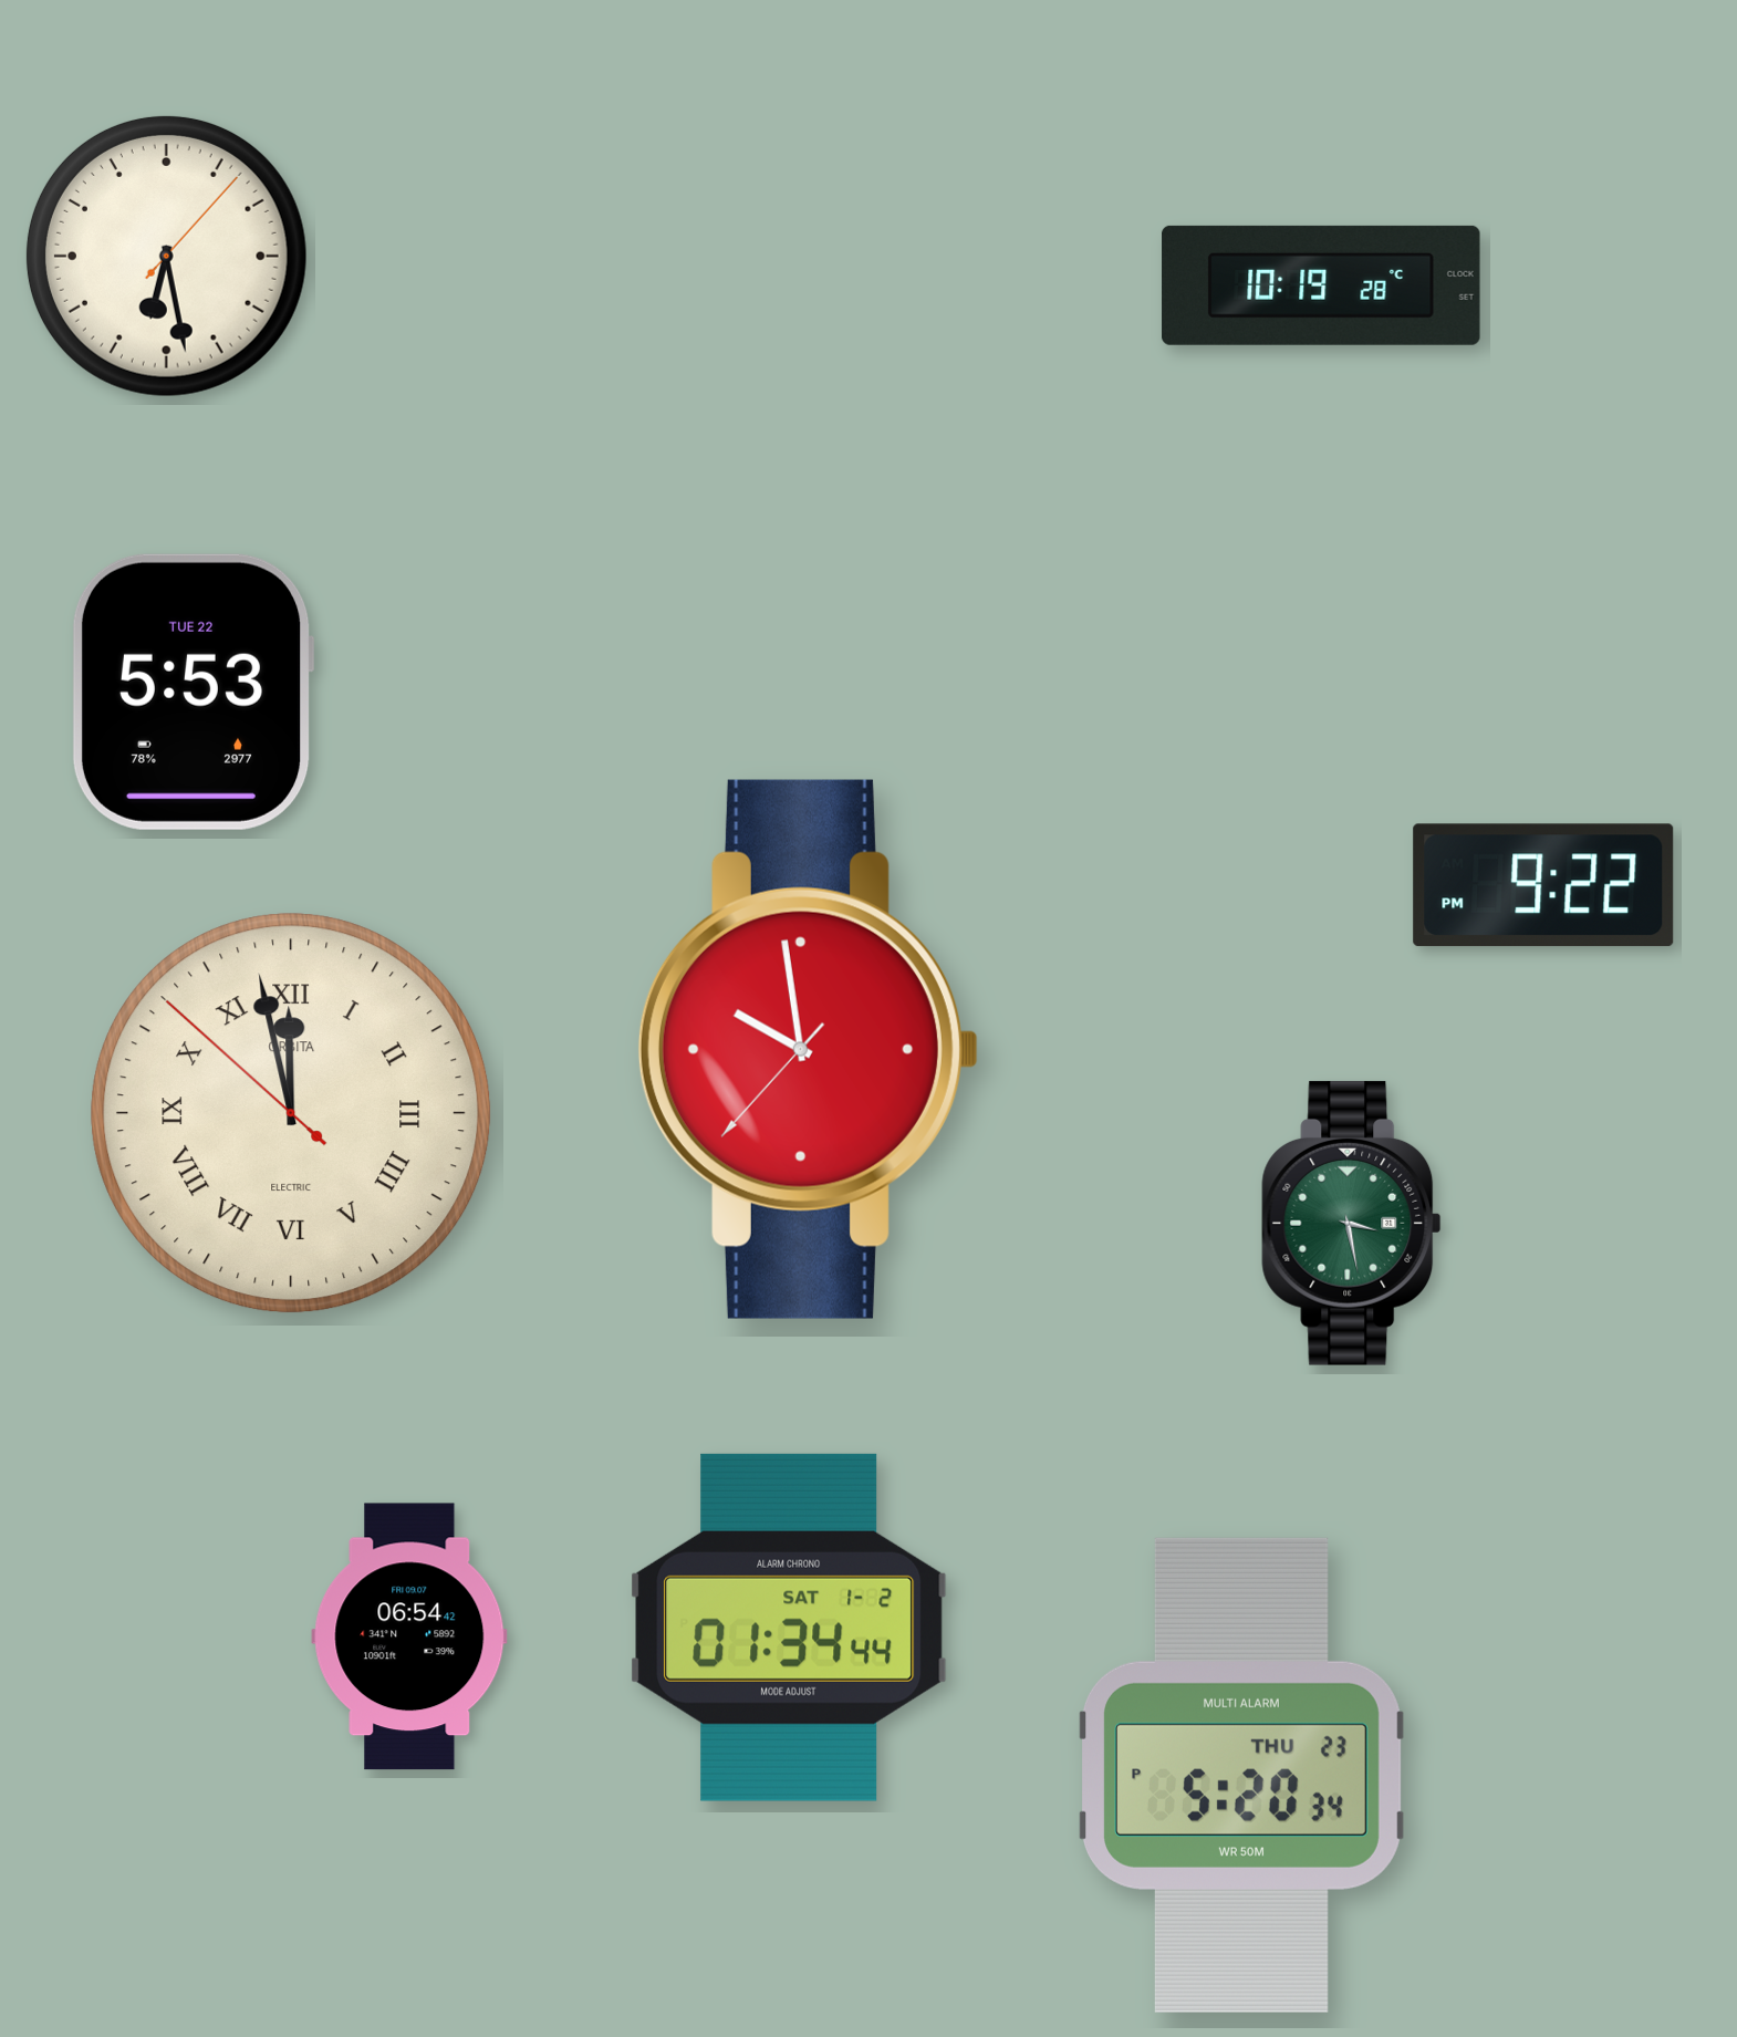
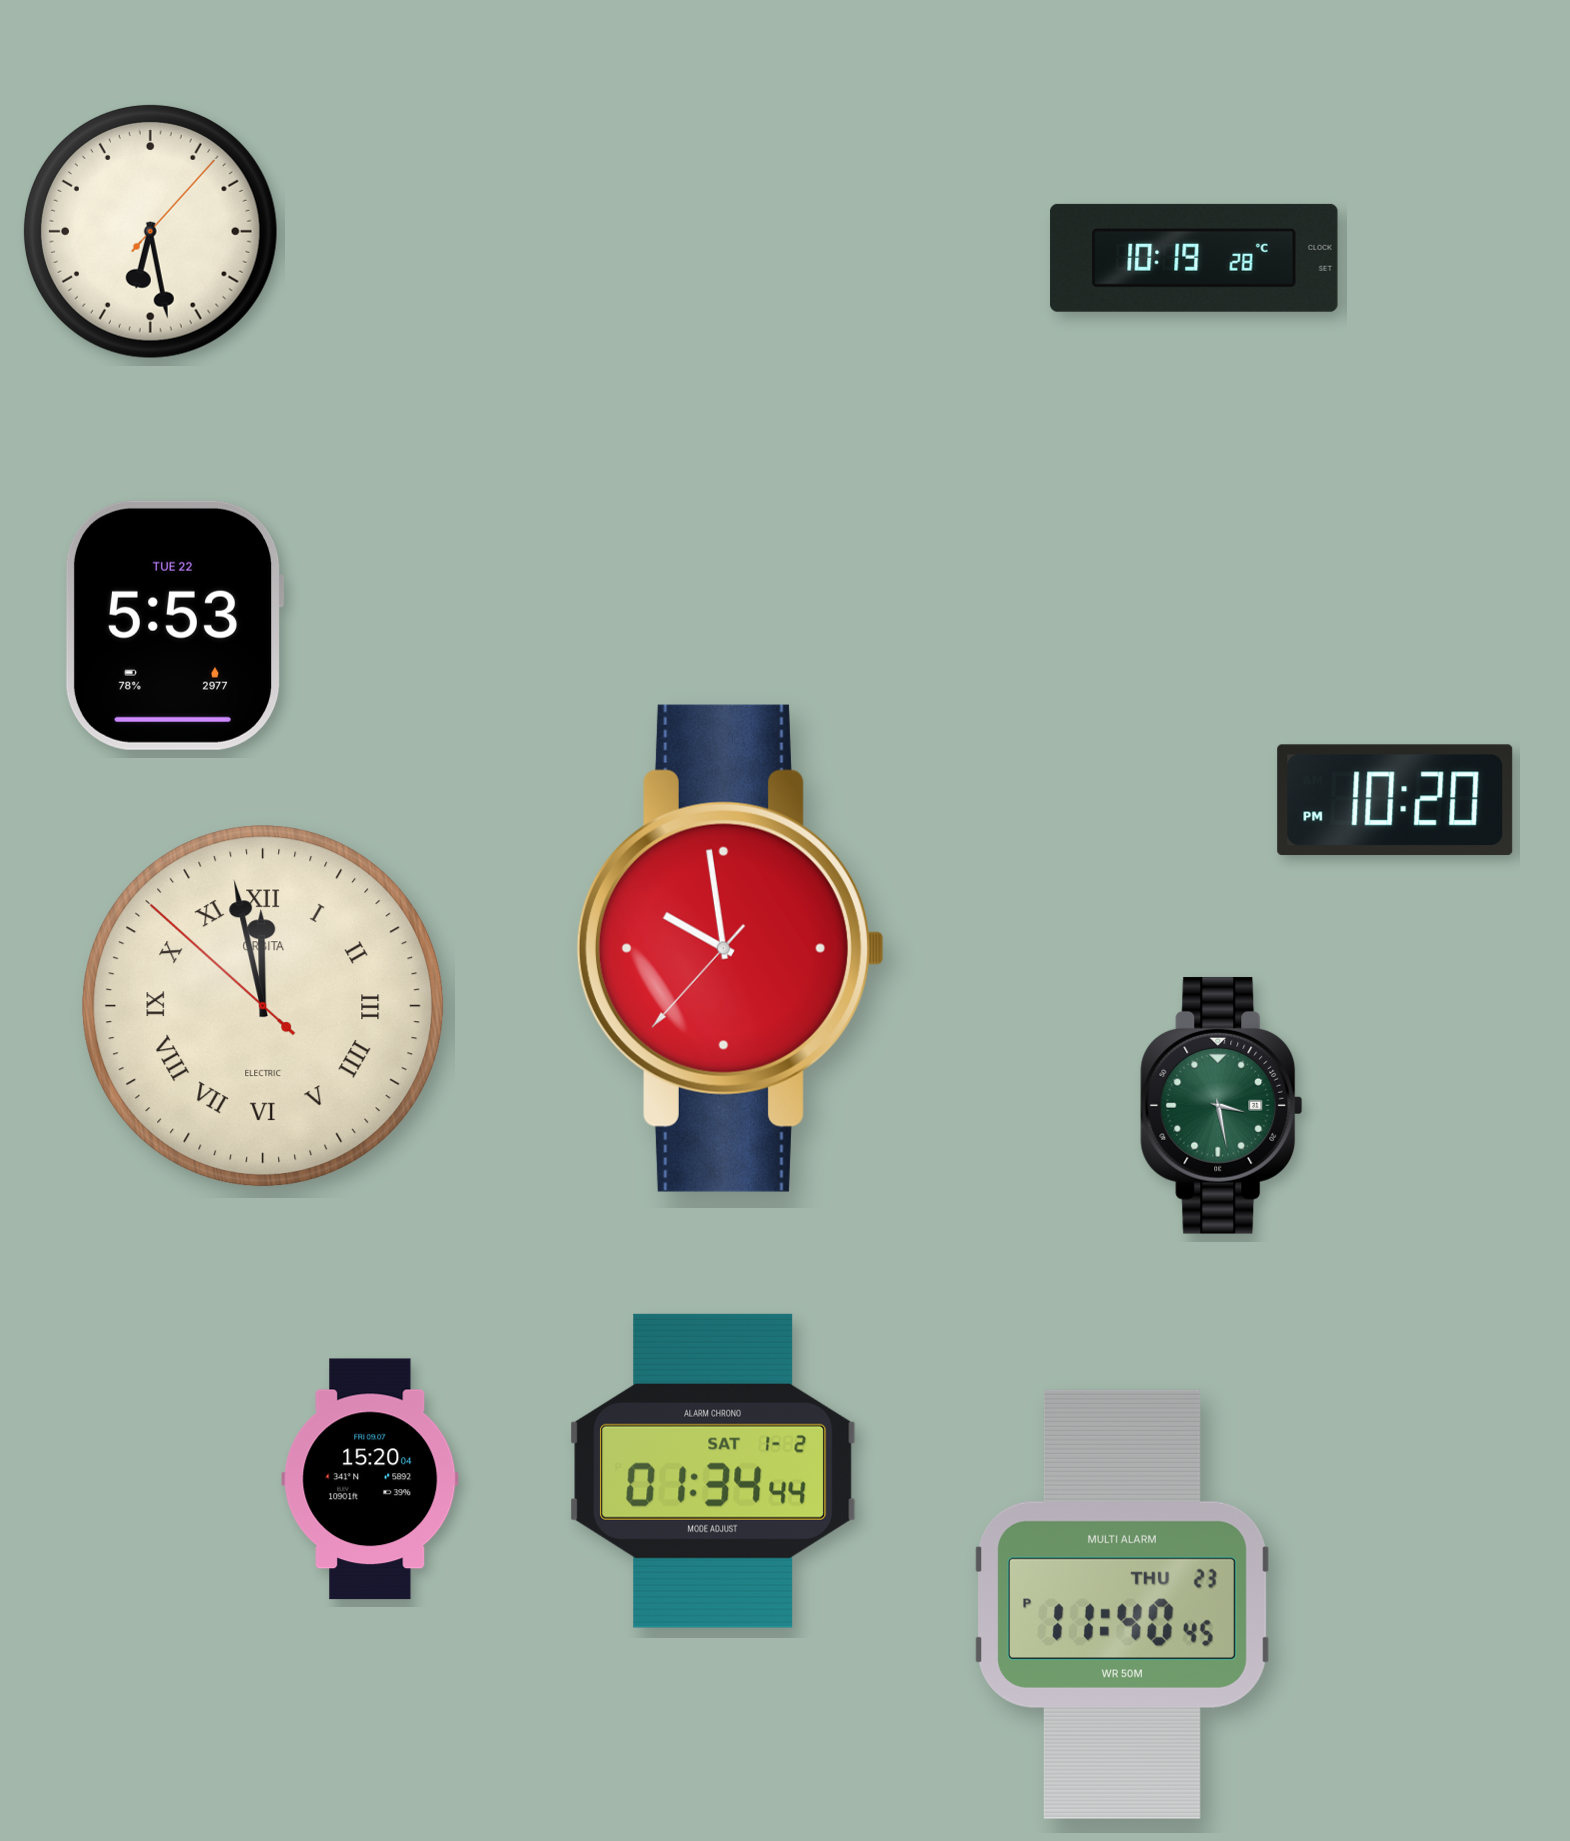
clock at (1543, 885): 9:22 -> 10:20
clock at (409, 1636): 06:54 -> 15:20
clock at (1242, 1775): 5:20 -> 11:40
